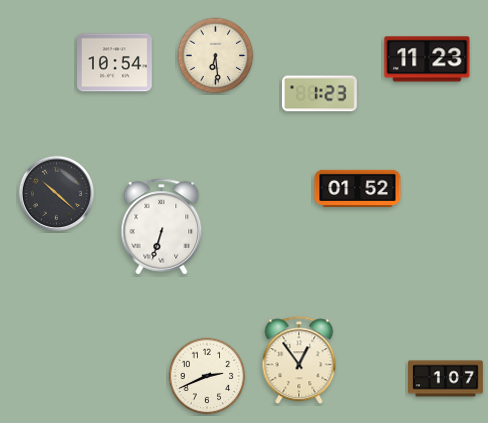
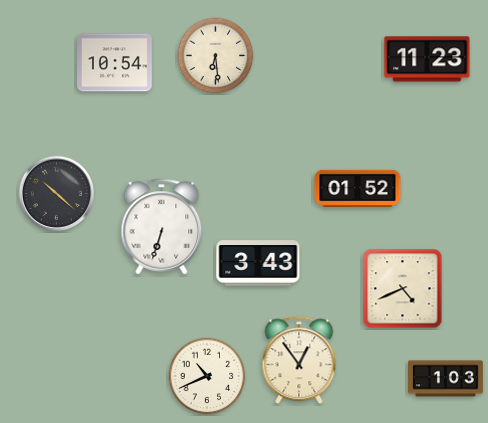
clock at (319, 94): 1:23 -> none
clock at (258, 263): none -> 3:43
clock at (403, 289): none -> 4:41
clock at (207, 376): 2:41 -> 10:41
clock at (446, 379): 1:07 -> 1:03
